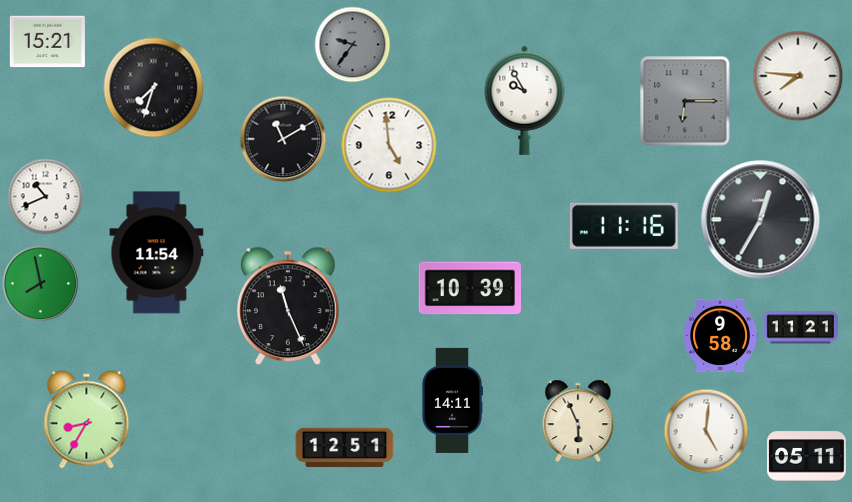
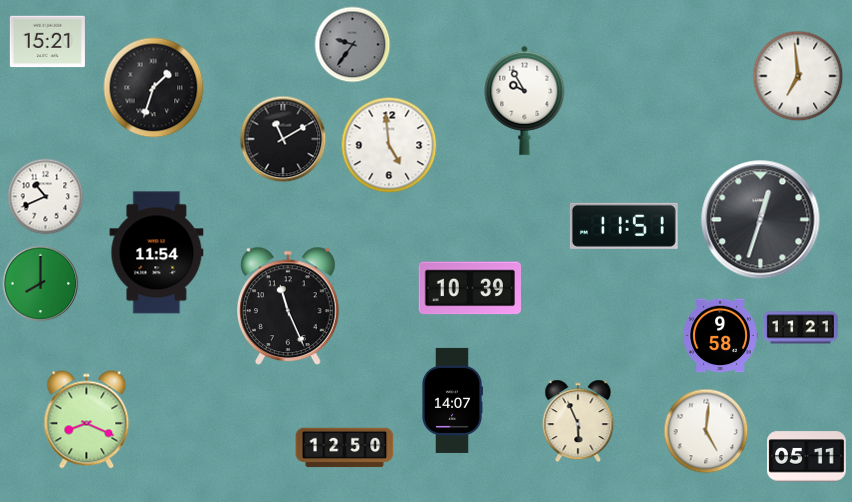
clock at (798, 76): 7:46 -> 6:59
clock at (154, 88): 7:33 -> 1:33
clock at (685, 101): 6:15 -> none
clock at (761, 220): 12:35 -> 12:33
clock at (624, 226): 11:16 -> 11:51
clock at (41, 284): 7:58 -> 8:00
clock at (453, 400): 14:11 -> 14:07
clock at (87, 420): 8:35 -> 8:19
clock at (345, 448): 12:51 -> 12:50
